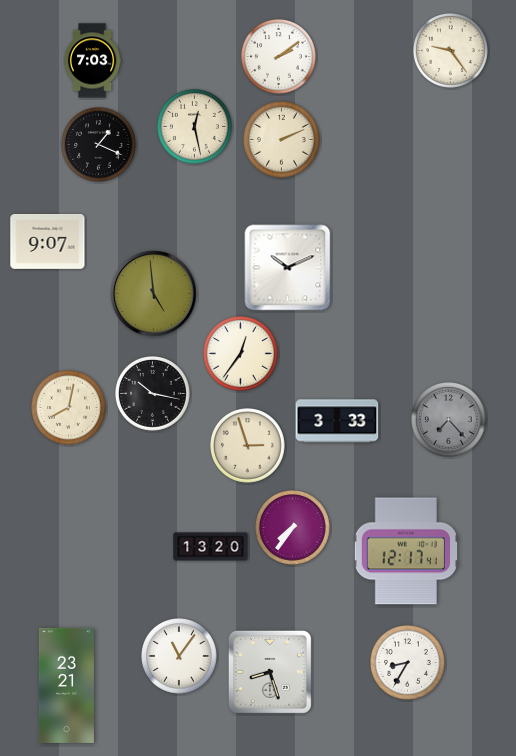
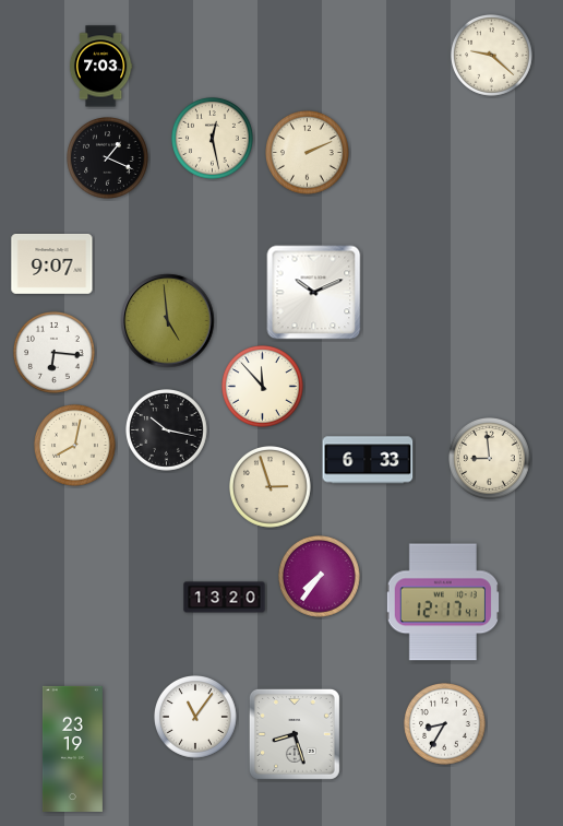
clock at (451, 51): 9:24 -> 9:22
clock at (279, 57): 2:09 -> none
clock at (55, 353): none -> 6:16
clock at (241, 354): 12:36 -> 11:53
clock at (449, 420): 7:23 -> 8:59
clock at (449, 420) dial: grey -> cream
clock at (337, 421): 3:33 -> 6:33
clock at (211, 547) position: (211, 547) -> (225, 598)
clock at (66, 685): 23:21 -> 23:19
